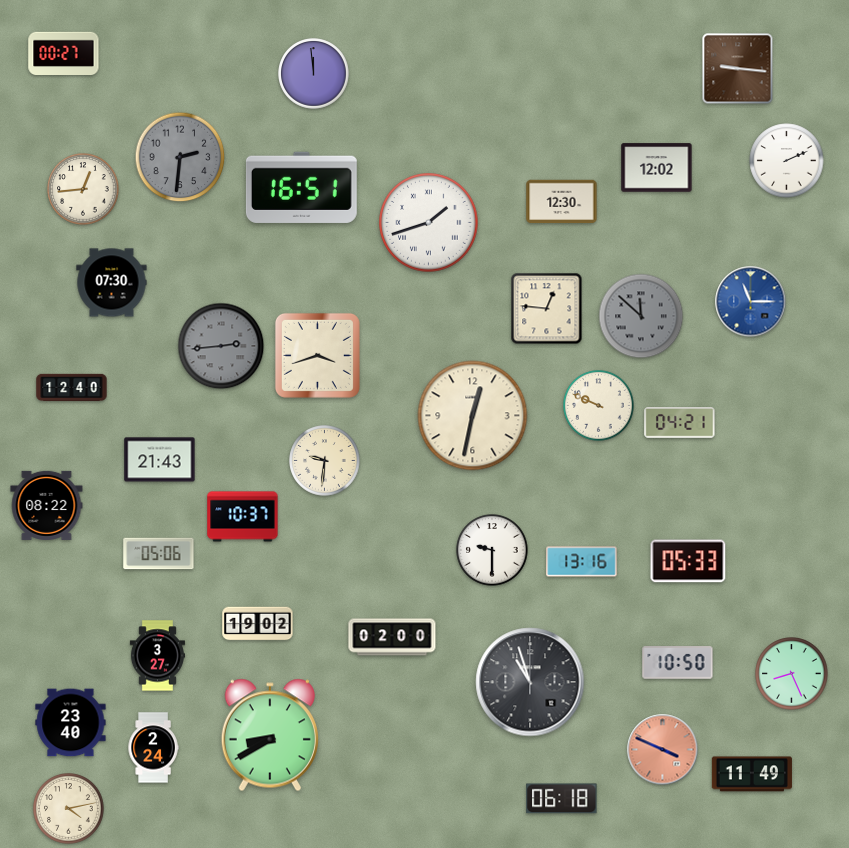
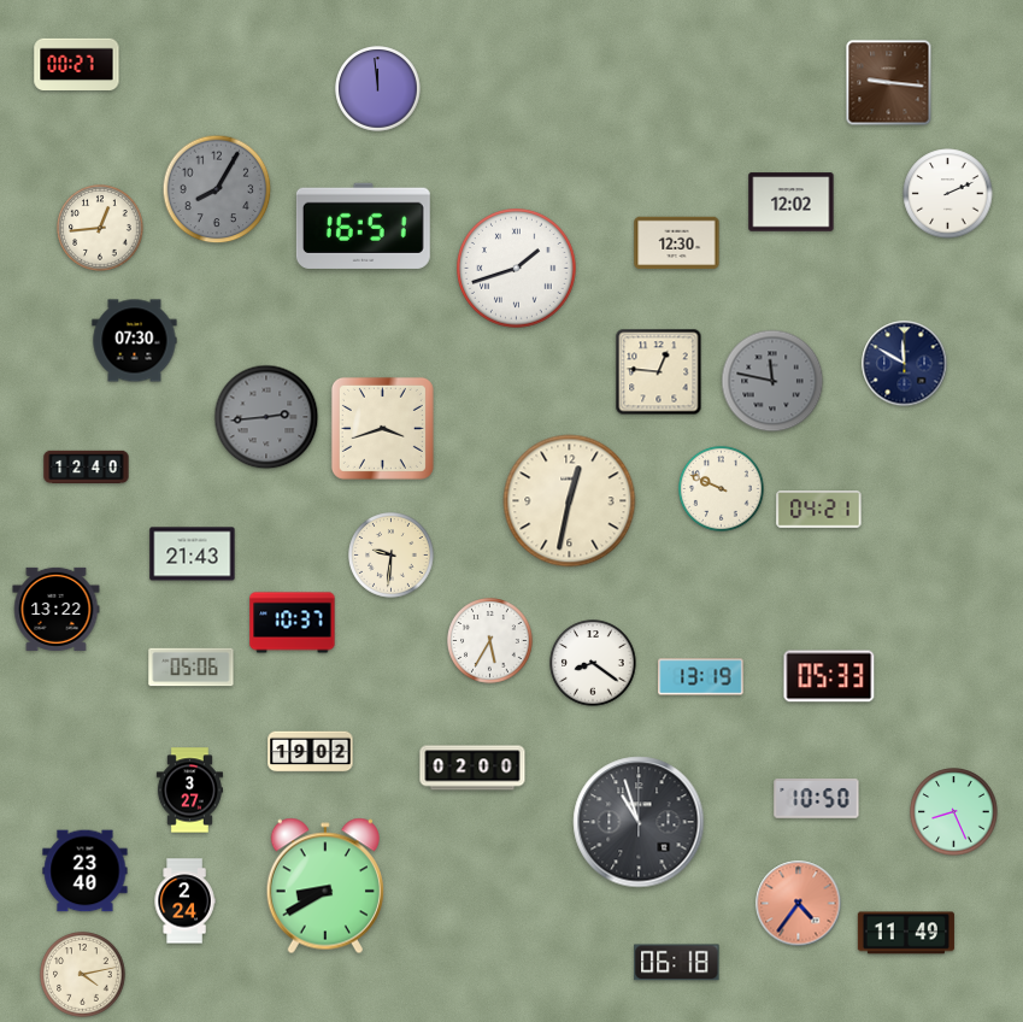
clock at (180, 157): 2:31 -> 8:05
clock at (751, 302): 11:15 -> 11:50
clock at (751, 302) dial: blue -> navy
clock at (641, 316): 11:52 -> 11:47
clock at (47, 505): 08:22 -> 13:22
clock at (490, 641): none -> 5:35
clock at (492, 550): 9:30 -> 8:21
clock at (582, 562): 13:16 -> 13:19
clock at (663, 750): 3:49 -> 4:36
